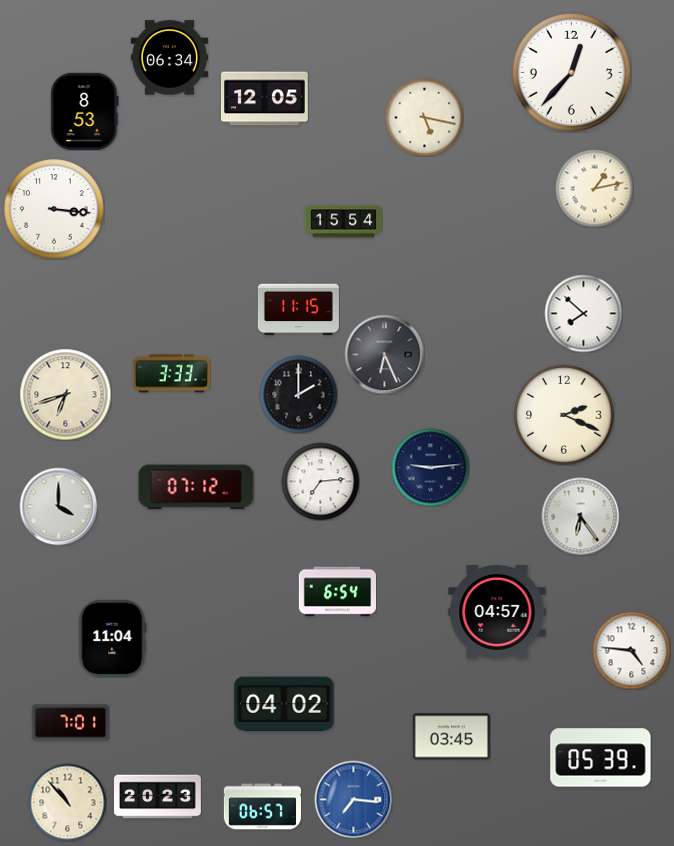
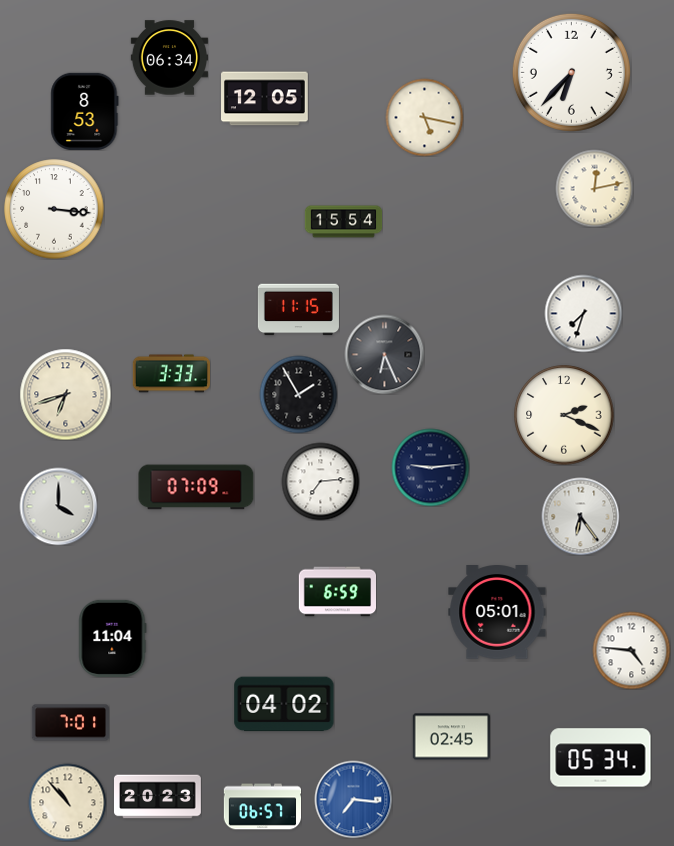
clock at (571, 72): 12:37 -> 6:37
clock at (594, 188): 1:13 -> 12:13
clock at (583, 313): 7:52 -> 7:33
clock at (298, 394): 2:00 -> 1:55
clock at (196, 487): 07:12 -> 07:09
clock at (337, 592): 6:54 -> 6:59
clock at (497, 613): 04:57 -> 05:01
clock at (451, 737): 03:45 -> 02:45
clock at (601, 758): 05:39 -> 05:34
